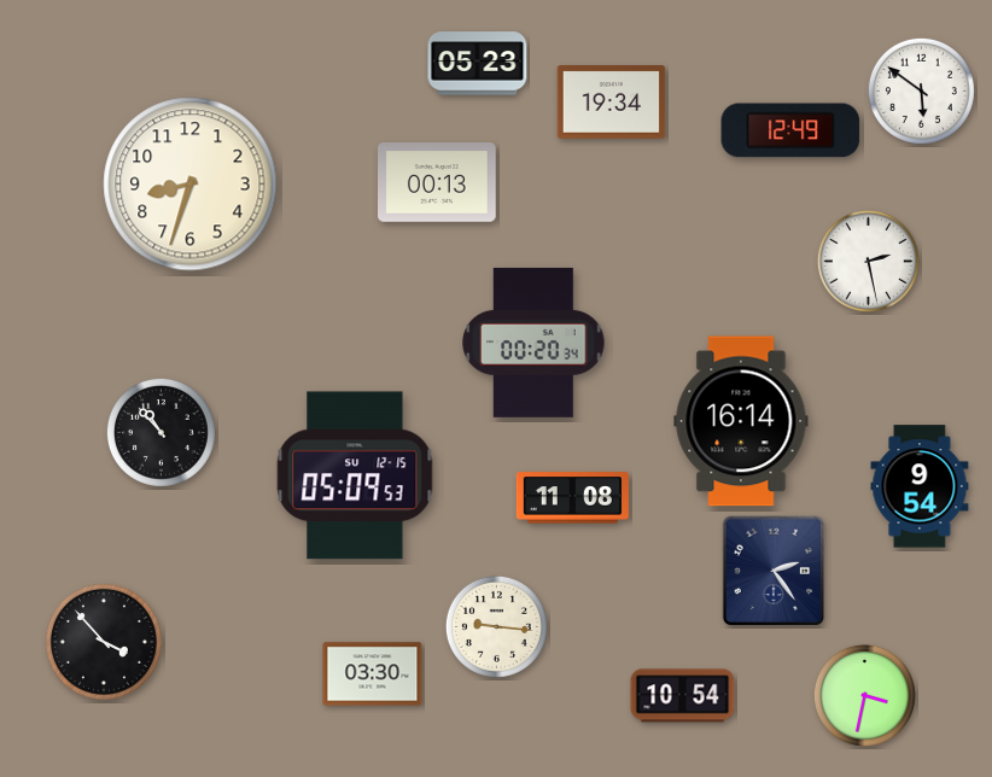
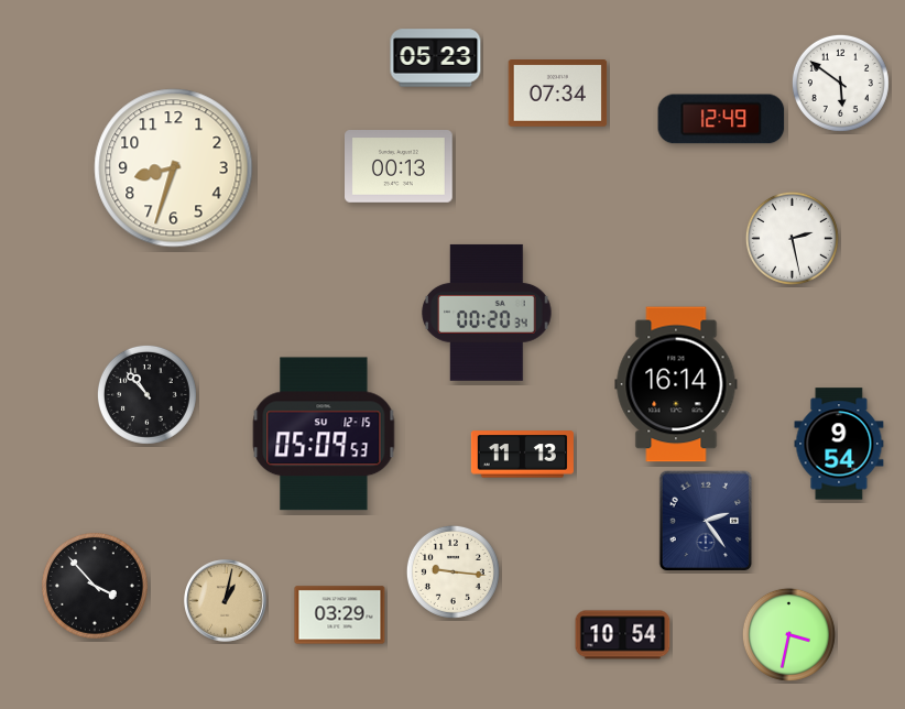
clock at (612, 103): 19:34 -> 07:34
clock at (572, 498): 11:08 -> 11:13
clock at (226, 601): none -> 1:02
clock at (373, 674): 03:30 -> 03:29
